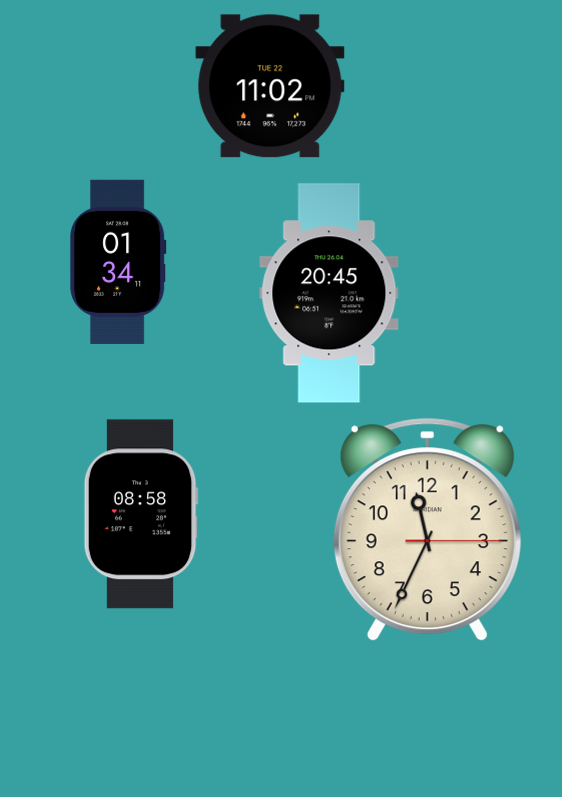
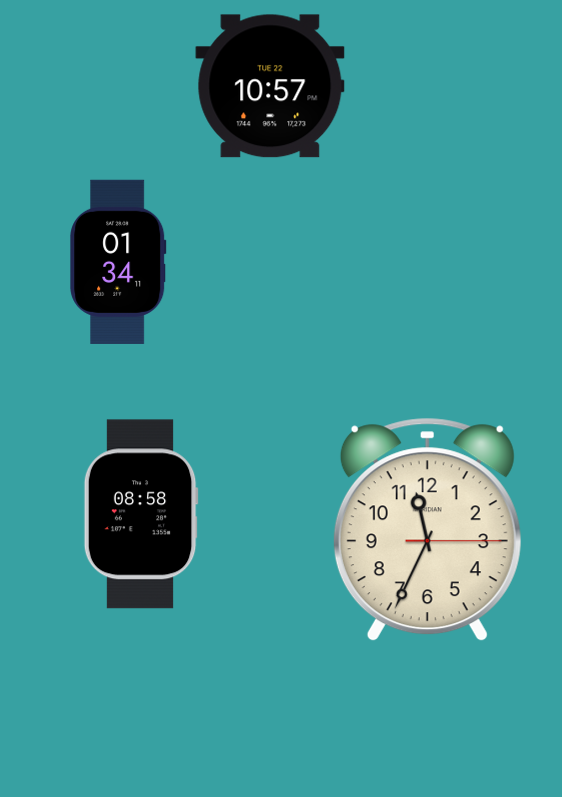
clock at (270, 86): 11:02 -> 10:57
clock at (329, 293): 20:45 -> none
